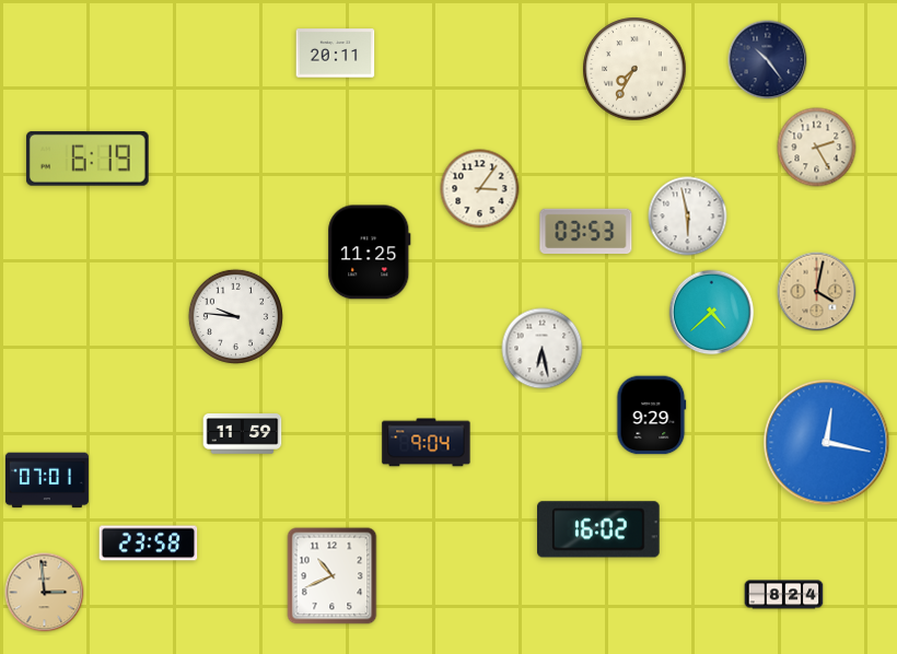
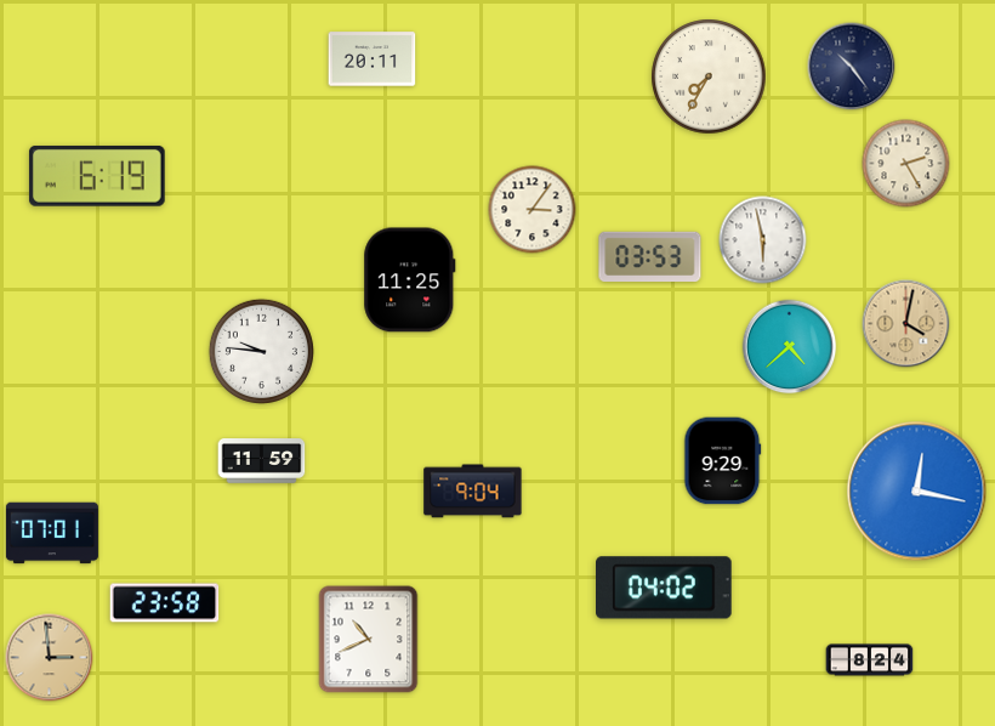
clock at (634, 69) position: (634, 69) -> (709, 76)
clock at (543, 349): 6:28 -> none
clock at (243, 434) position: (243, 434) -> (262, 461)
clock at (599, 529): 16:02 -> 04:02
